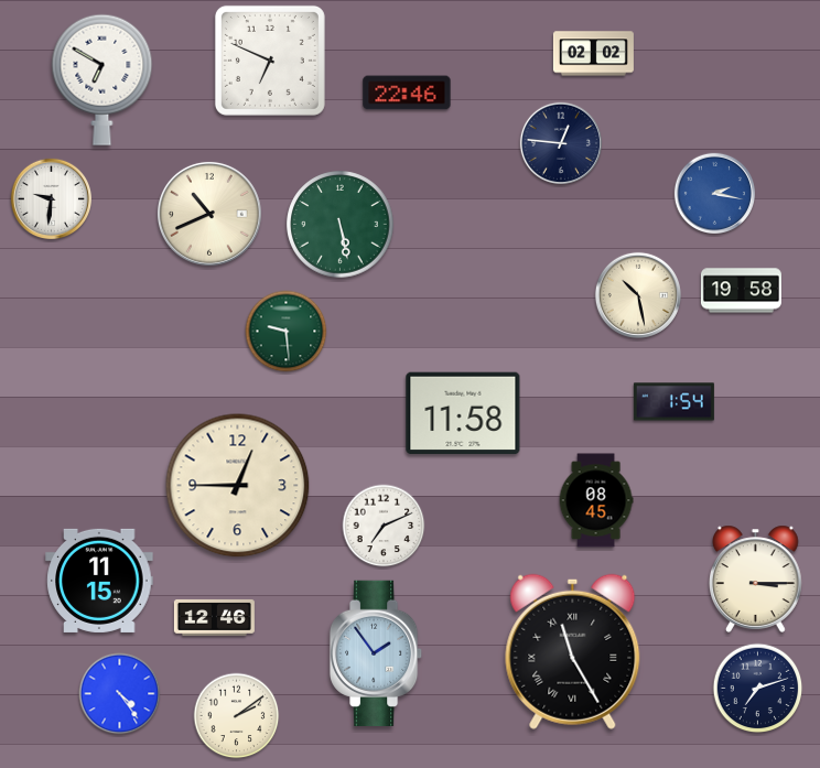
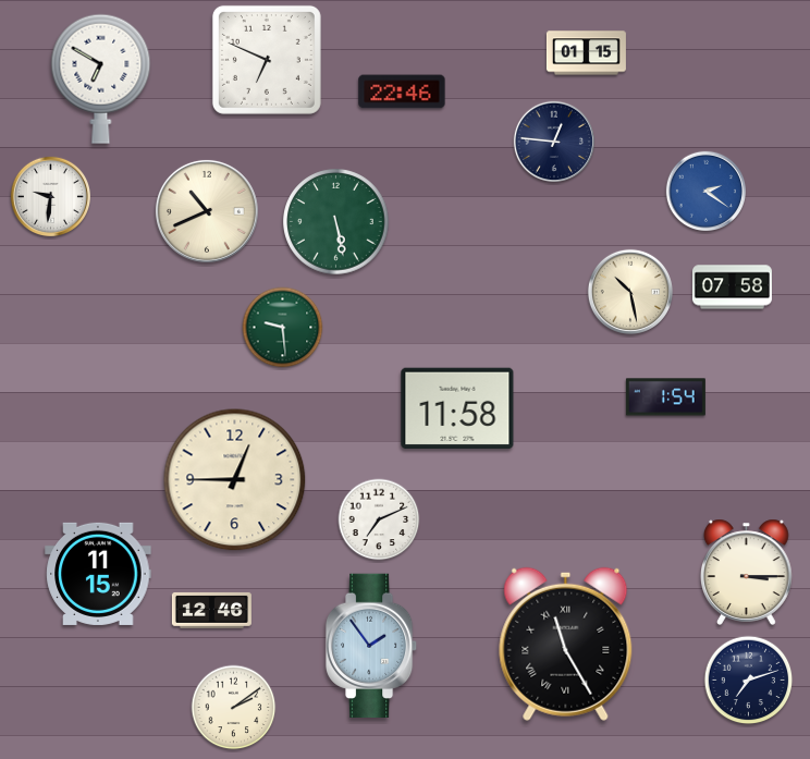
clock at (593, 54): 02:02 -> 01:15
clock at (714, 193): 2:17 -> 2:21
clock at (741, 291): 19:58 -> 07:58
clock at (596, 500): 08:45 -> none
clock at (120, 694): 4:24 -> none
